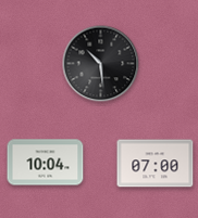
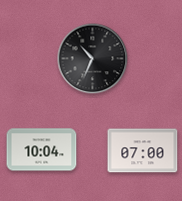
clock at (101, 64): 10:29 -> 10:34
